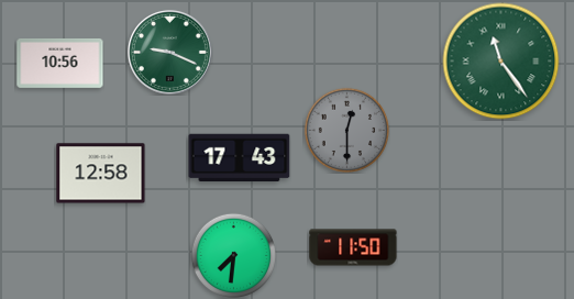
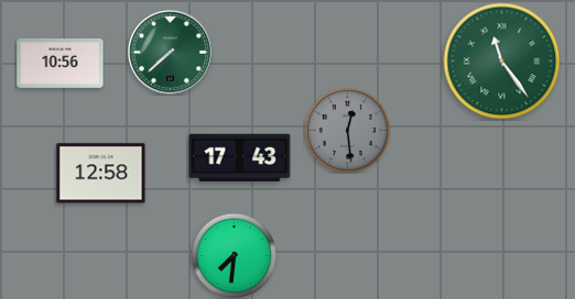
clock at (169, 52): 9:19 -> 7:38
clock at (346, 130): 12:30 -> 12:29
clock at (353, 247): 11:50 -> none
